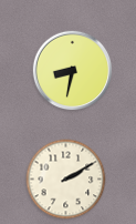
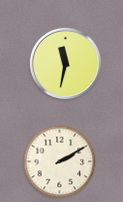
clock at (73, 71): 8:32 -> 11:32
